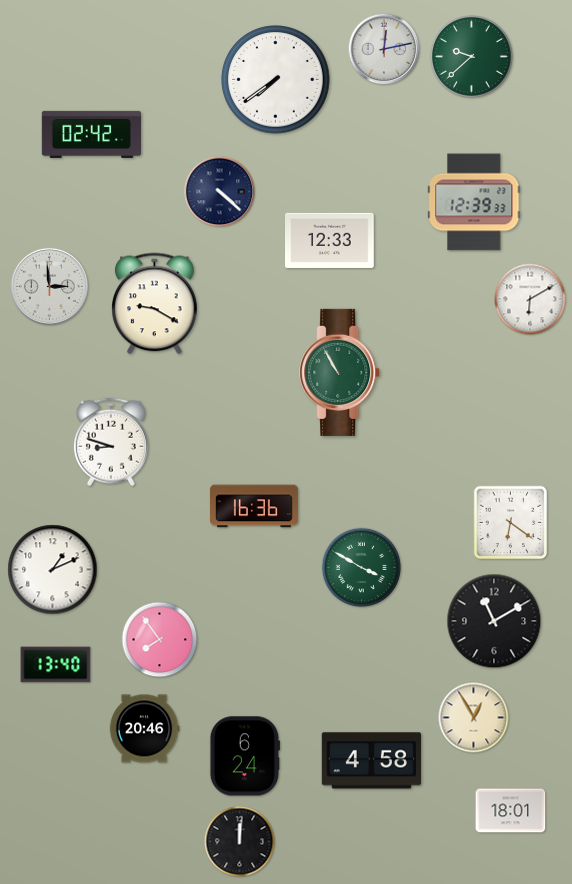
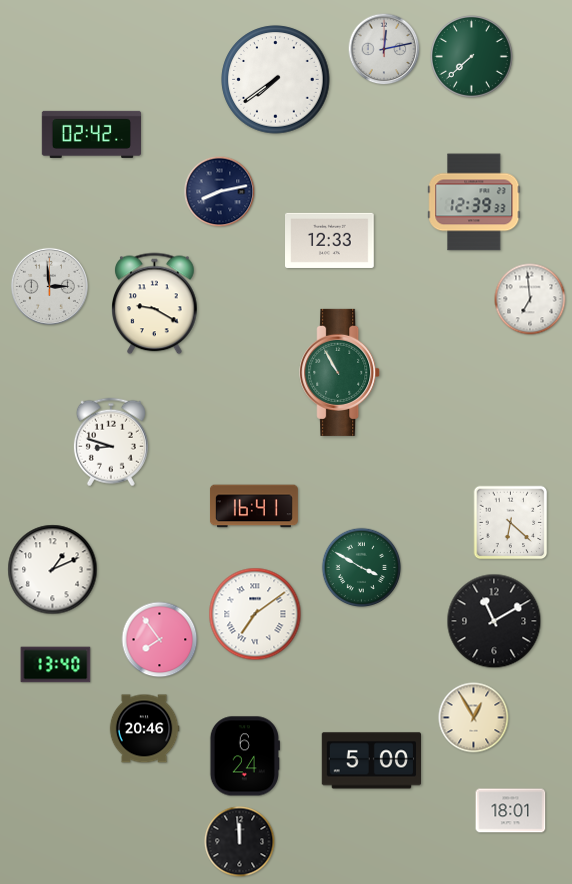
clock at (471, 56): 9:38 -> 7:38
clock at (220, 192): 4:22 -> 8:13
clock at (530, 299): 6:10 -> 6:59
clock at (254, 506): 16:36 -> 16:41
clock at (511, 523): 6:21 -> 6:22
clock at (255, 614): none -> 7:09
clock at (371, 761): 4:58 -> 5:00
clock at (240, 842): 12:01 -> 11:59
